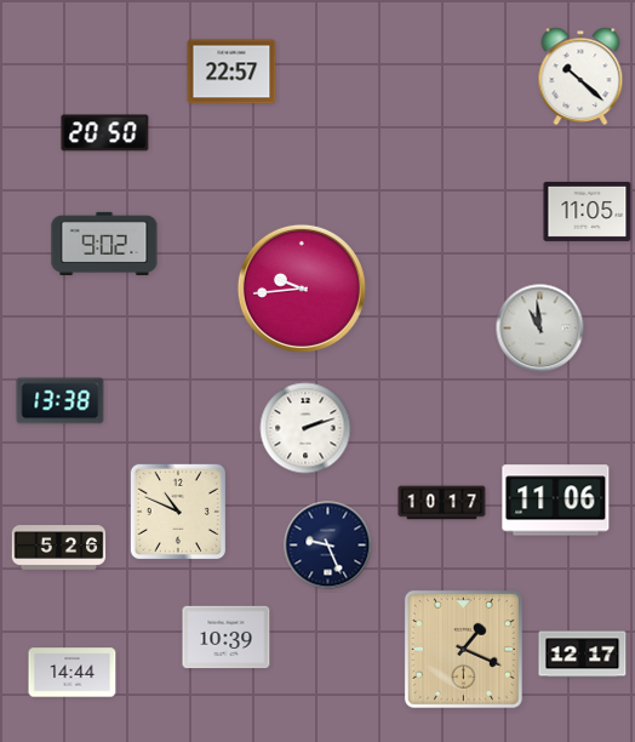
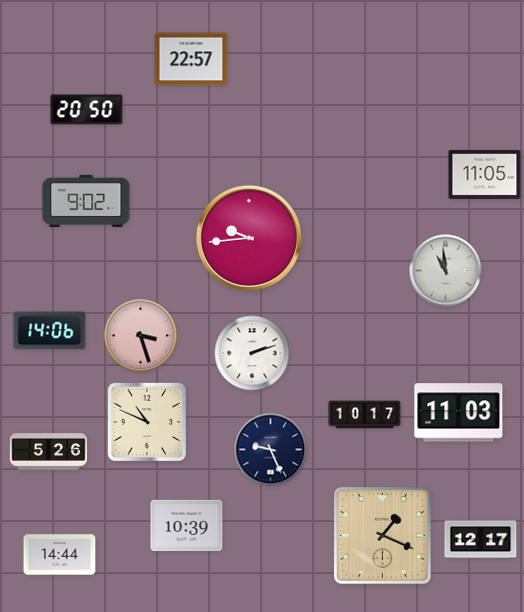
clock at (580, 76): 10:22 -> none
clock at (61, 401): 13:38 -> 14:06
clock at (141, 336): none -> 3:27
clock at (556, 501): 11:06 -> 11:03
